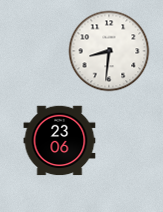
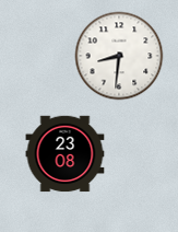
clock at (60, 141): 23:06 -> 23:08
